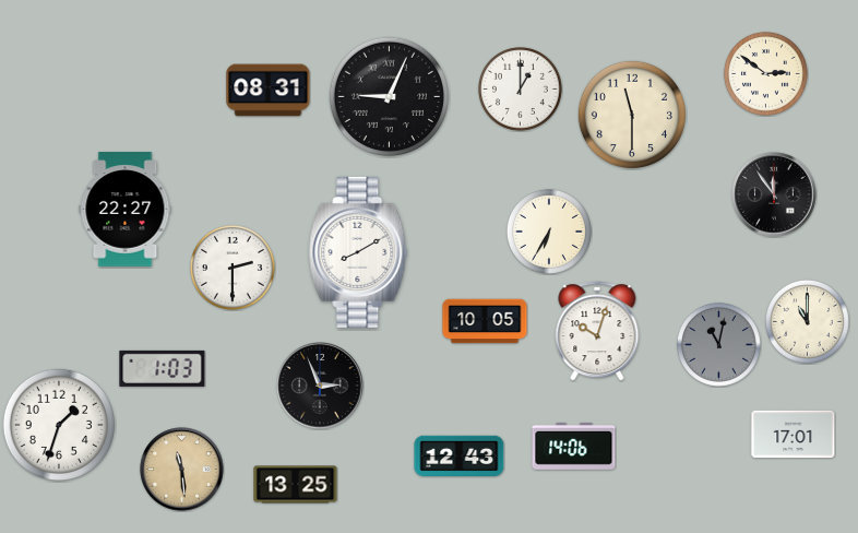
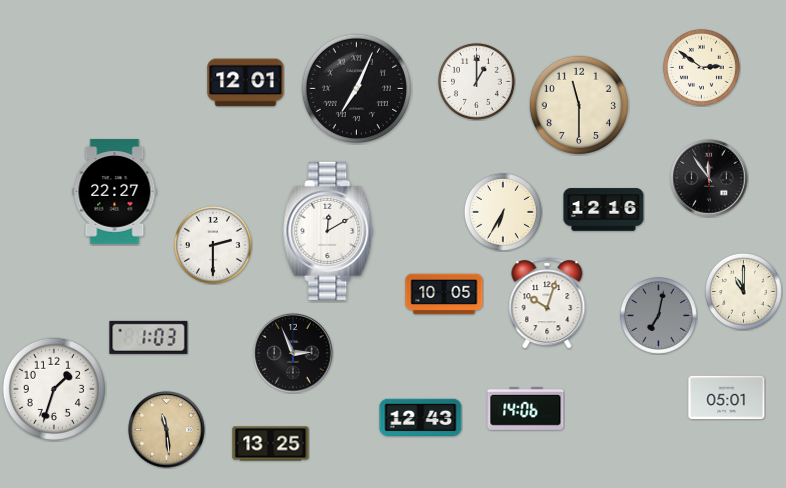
clock at (269, 91): 08:31 -> 12:01
clock at (389, 96): 9:04 -> 7:04
clock at (604, 210): none -> 12:16
clock at (358, 252): 8:10 -> 12:10
clock at (807, 321) position: (807, 321) -> (743, 291)
clock at (718, 344): 11:02 -> 7:02
clock at (794, 435): 17:01 -> 05:01
